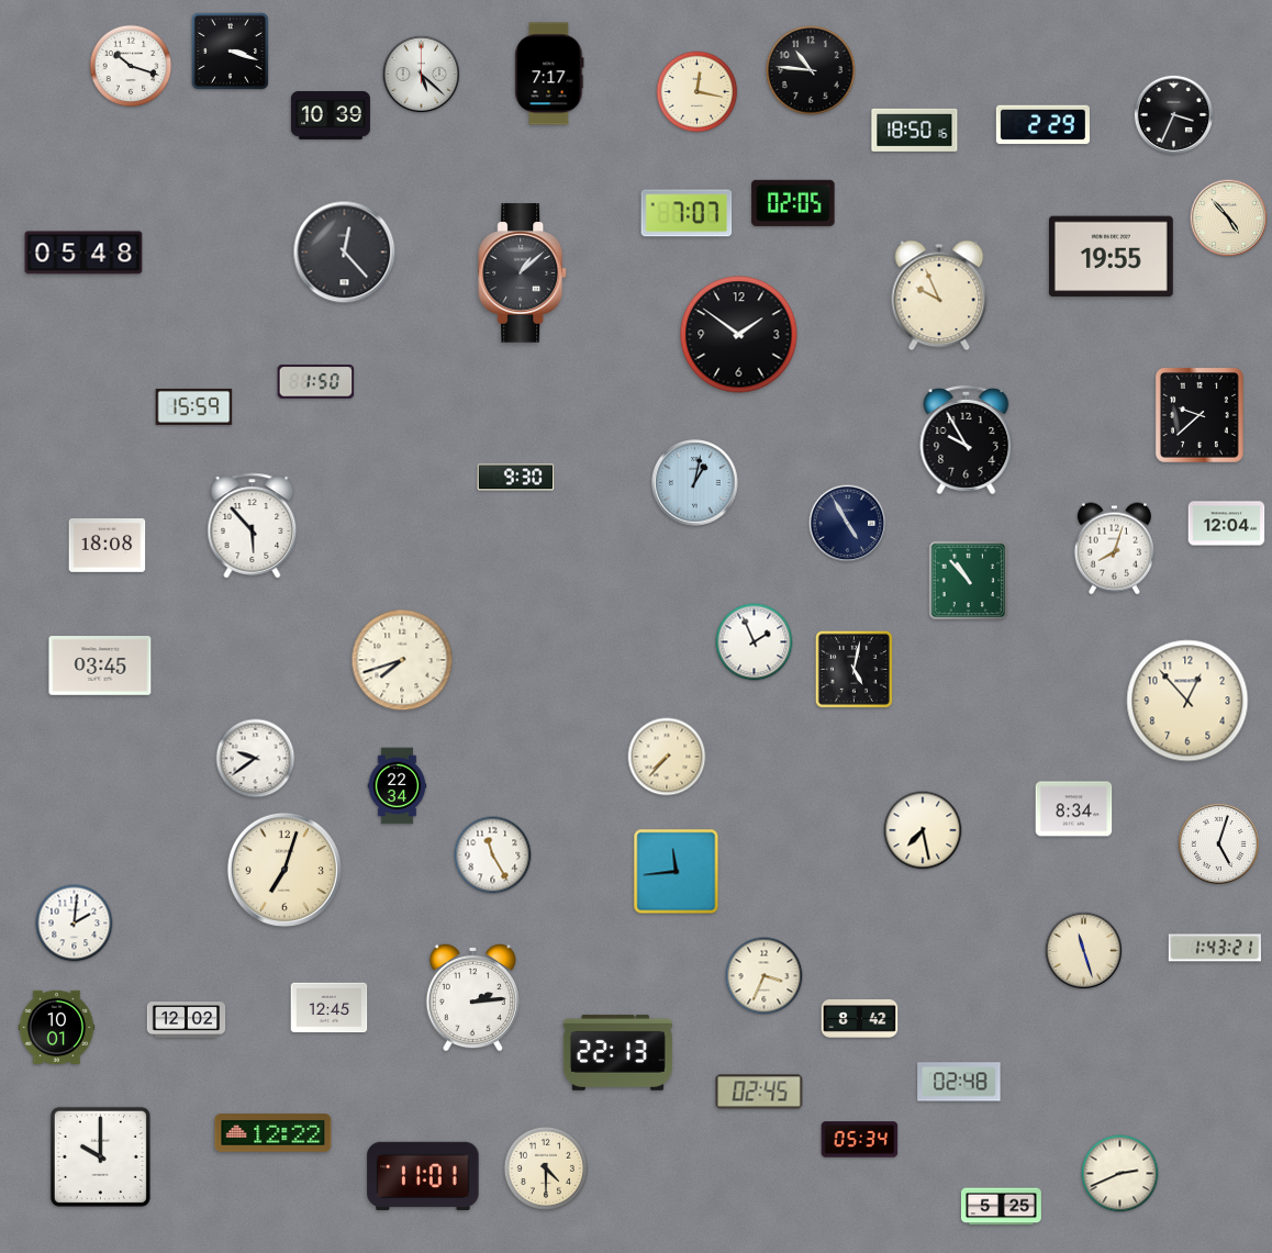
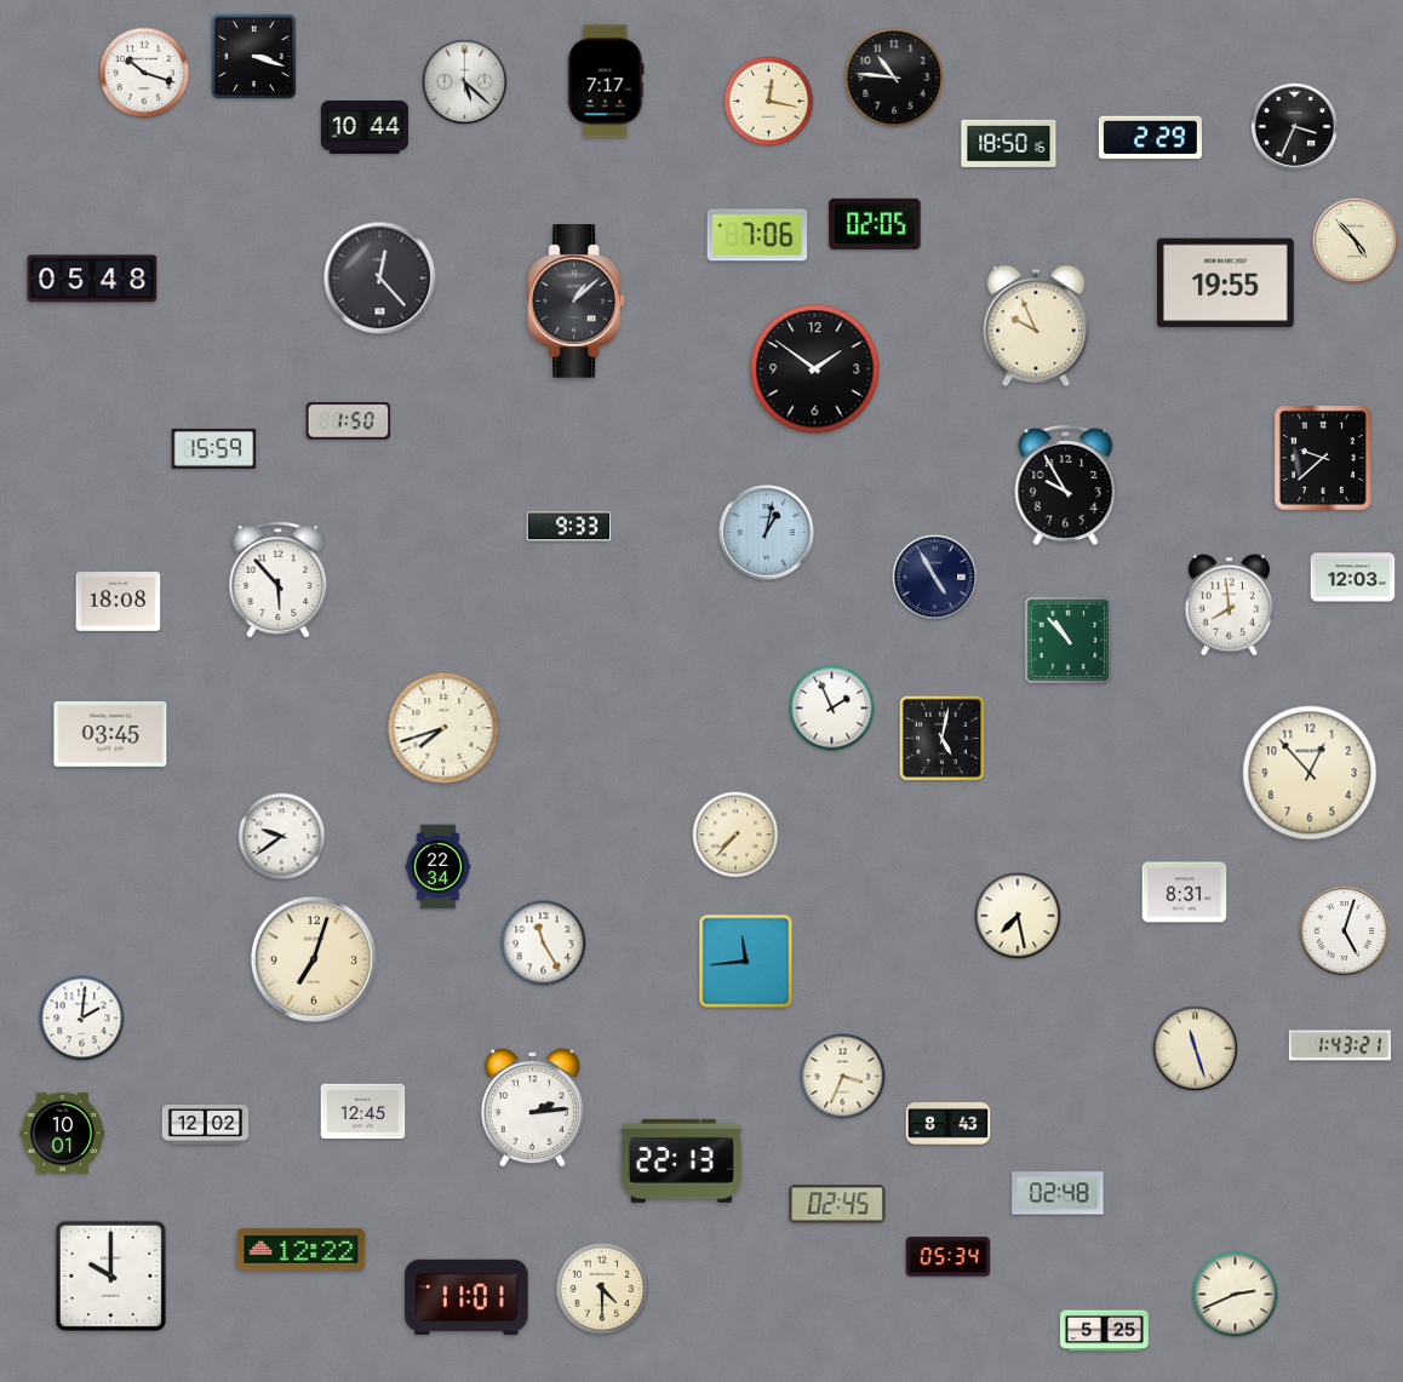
clock at (331, 115): 10:39 -> 10:44
clock at (687, 213): 7:07 -> 7:06
clock at (516, 478): 9:30 -> 9:33
clock at (1227, 524): 12:04 -> 12:03
clock at (1114, 549): 8:03 -> 7:59
clock at (1074, 809): 8:34 -> 8:31
clock at (472, 997) position: (472, 997) -> (532, 1107)
clock at (860, 1019): 8:42 -> 8:43
